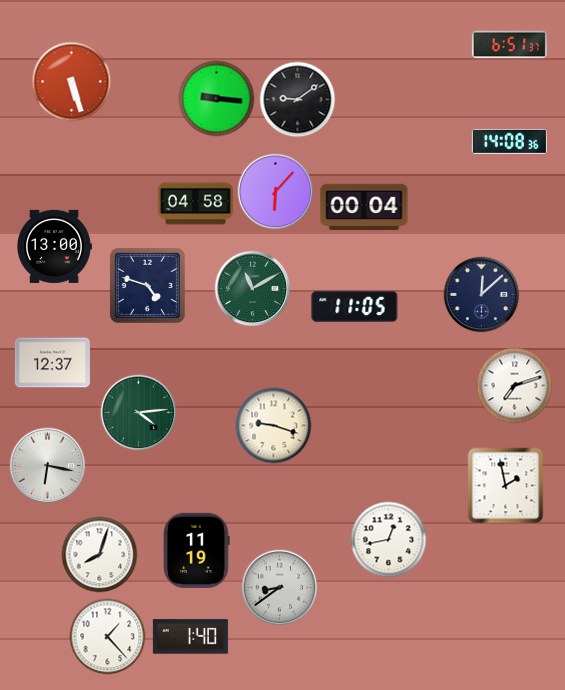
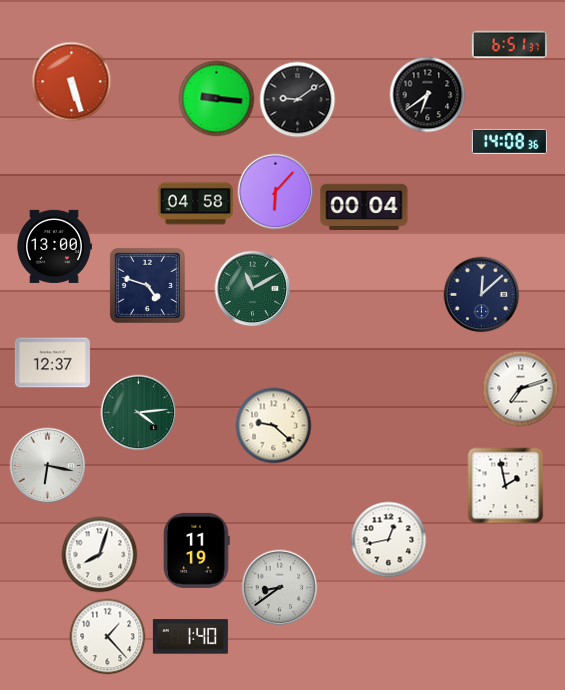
clock at (428, 95): none -> 6:39
clock at (355, 306): 11:05 -> none
clock at (515, 386) position: (515, 386) -> (521, 389)
clock at (274, 426): 9:18 -> 9:22
